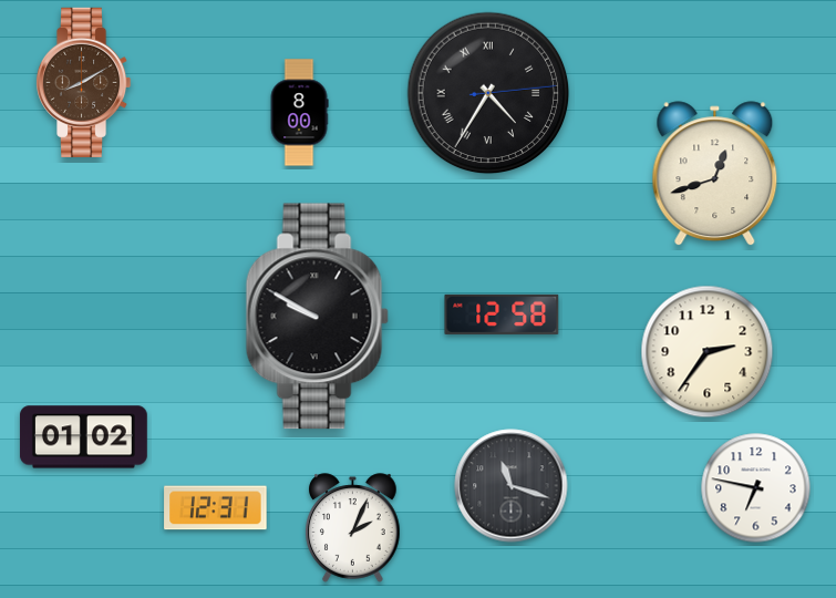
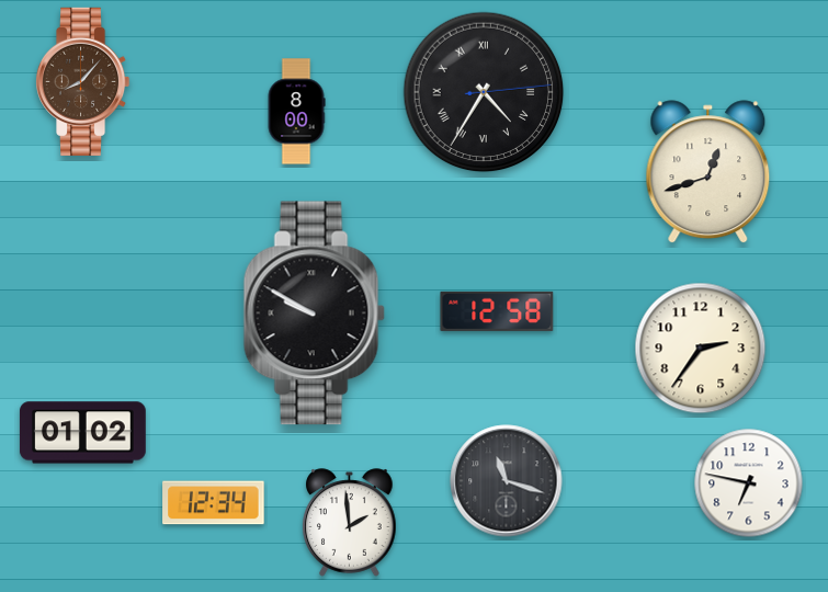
clock at (83, 82): 8:10 -> 8:07
clock at (216, 508): 12:31 -> 12:34
clock at (353, 528): 2:04 -> 1:59
